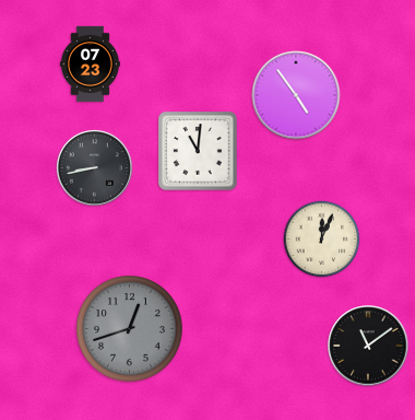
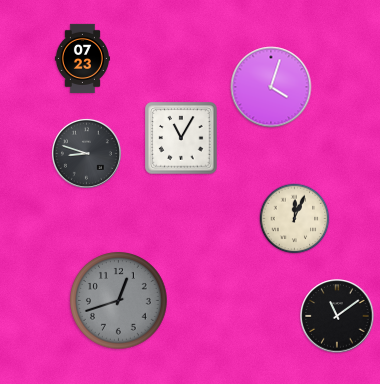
clock at (296, 95): 4:54 -> 4:03
clock at (198, 151): 11:01 -> 11:05
clock at (94, 167): 8:43 -> 8:48
